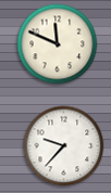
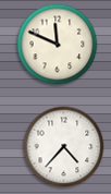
clock at (64, 146): 9:37 -> 4:37
